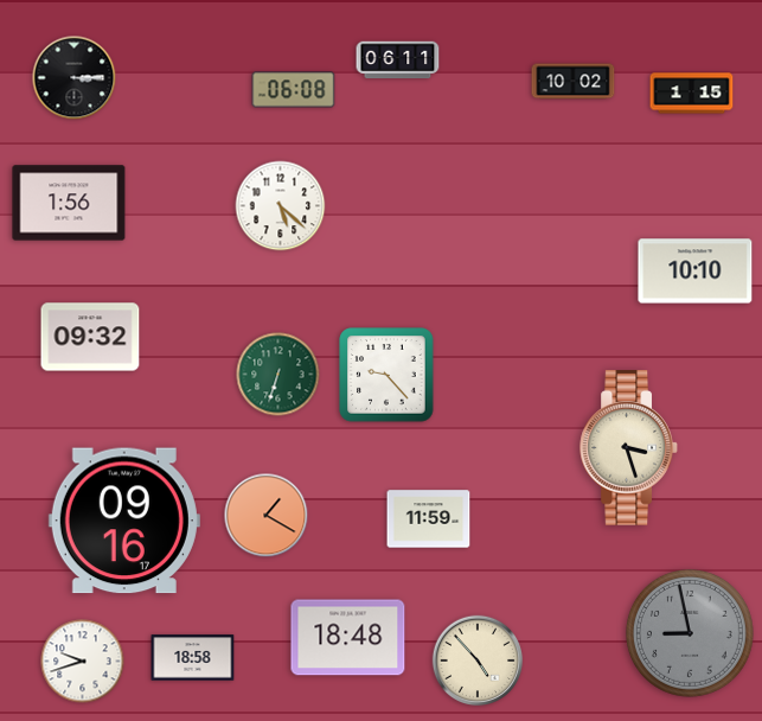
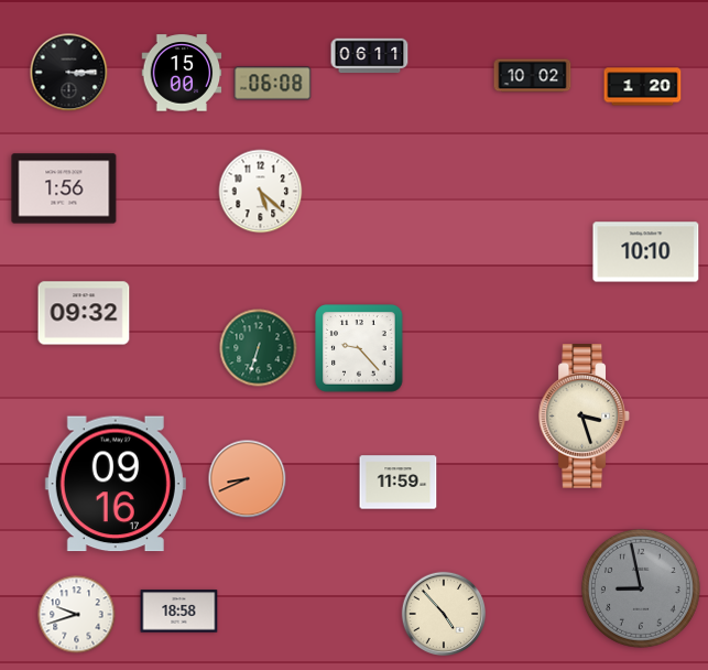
clock at (182, 73): none -> 15:00
clock at (692, 94): 1:15 -> 1:20
clock at (267, 516): 1:20 -> 8:41
clock at (348, 638): 18:48 -> none
